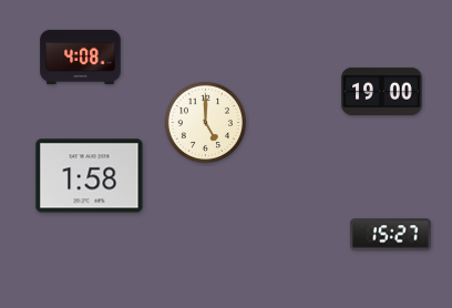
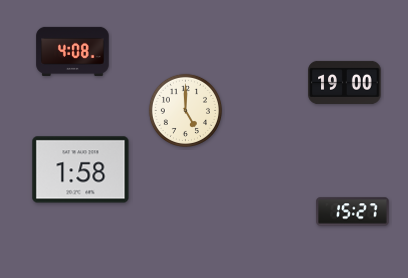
clock at (90, 176) position: (90, 176) -> (81, 170)
